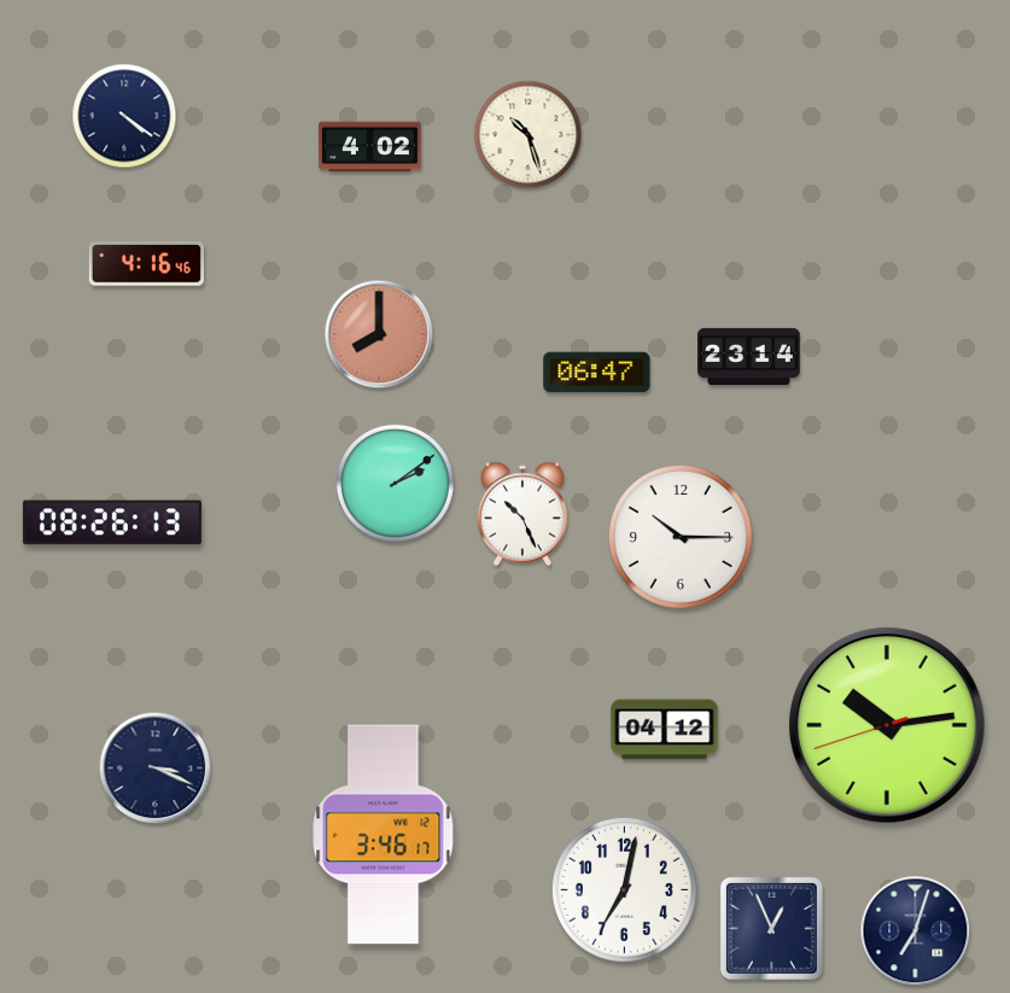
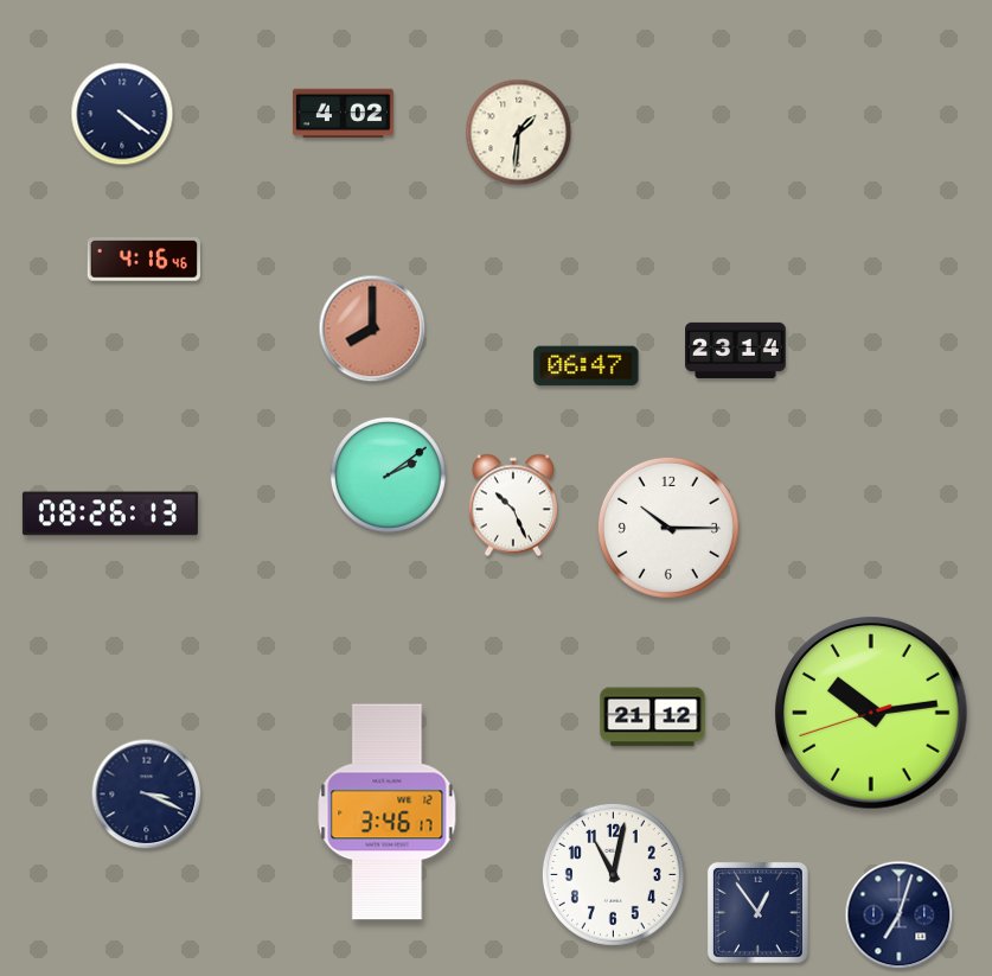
clock at (529, 135): 10:27 -> 1:31
clock at (370, 147) position: (370, 147) -> (344, 114)
clock at (665, 730): 04:12 -> 21:12
clock at (156, 769) position: (156, 769) -> (147, 795)
clock at (384, 835) position: (384, 835) -> (388, 812)
clock at (624, 889): 7:02 -> 11:02
clock at (771, 928): 12:56 -> 12:54
